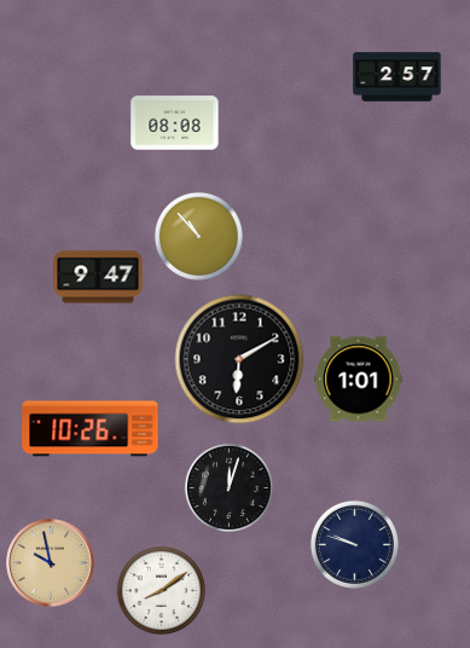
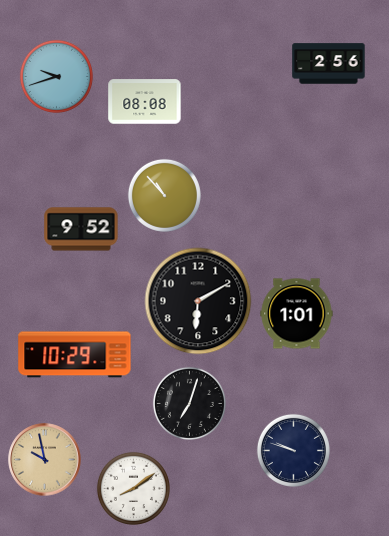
clock at (398, 77): 2:57 -> 2:56
clock at (56, 76): none -> 9:42
clock at (98, 277): 9:47 -> 9:52
clock at (239, 359) position: (239, 359) -> (198, 301)
clock at (91, 429): 10:26 -> 10:29
clock at (228, 487): 12:03 -> 7:03
clock at (51, 563) position: (51, 563) -> (45, 460)
